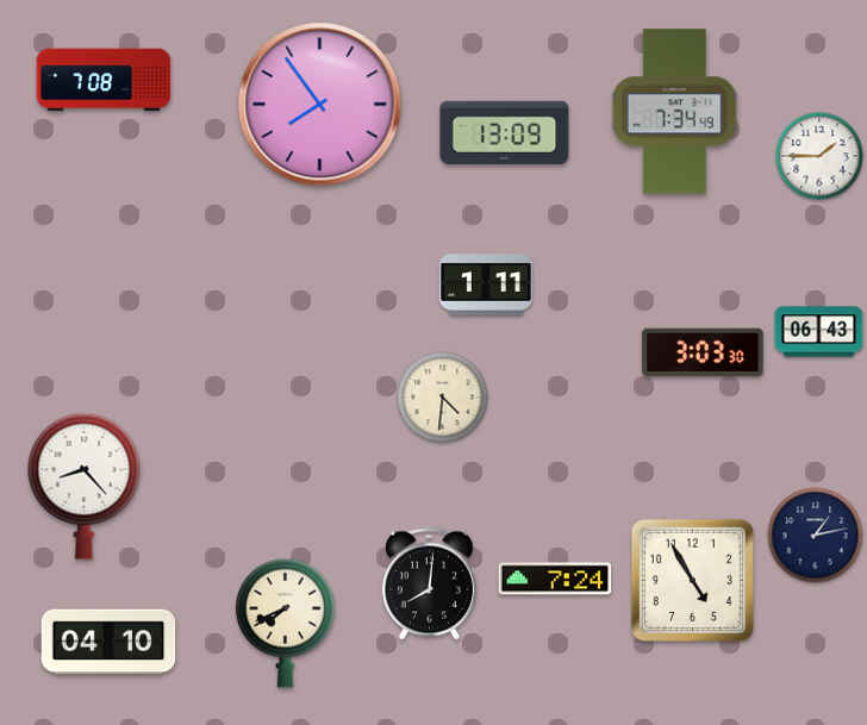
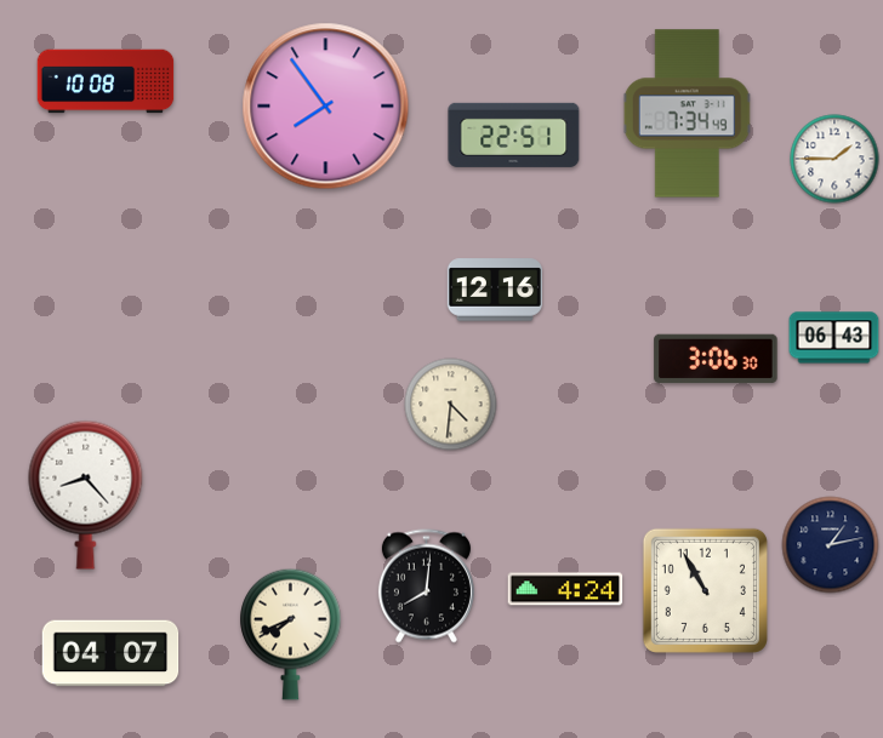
clock at (104, 80): 7:08 -> 10:08
clock at (505, 132): 13:09 -> 22:51
clock at (485, 285): 1:11 -> 12:16
clock at (703, 352): 3:03 -> 3:06
clock at (555, 579): 7:24 -> 4:24
clock at (692, 580): 4:55 -> 10:55
clock at (429, 585) position: (429, 585) -> (426, 587)
clock at (108, 642): 04:10 -> 04:07
